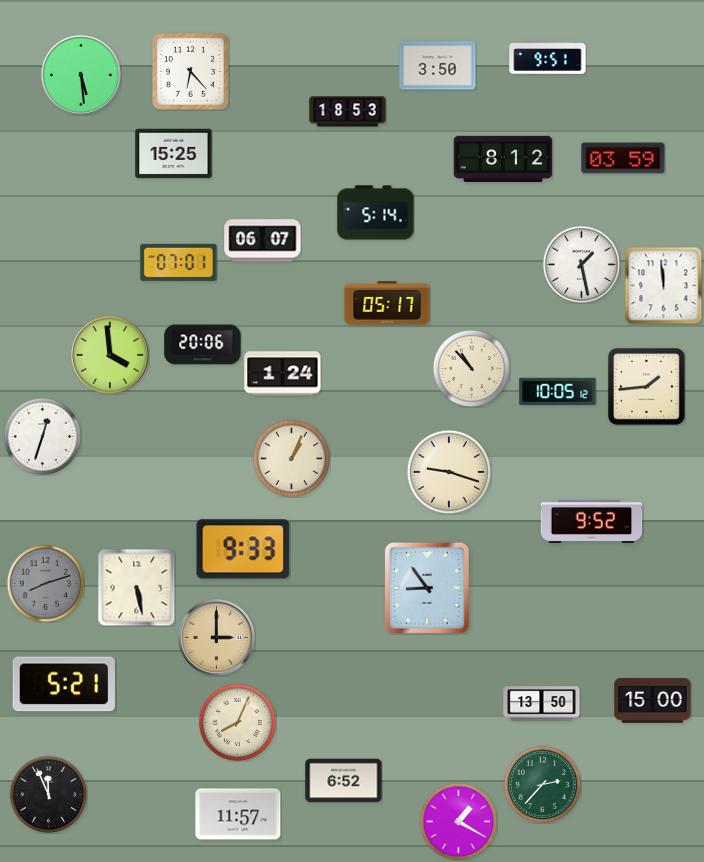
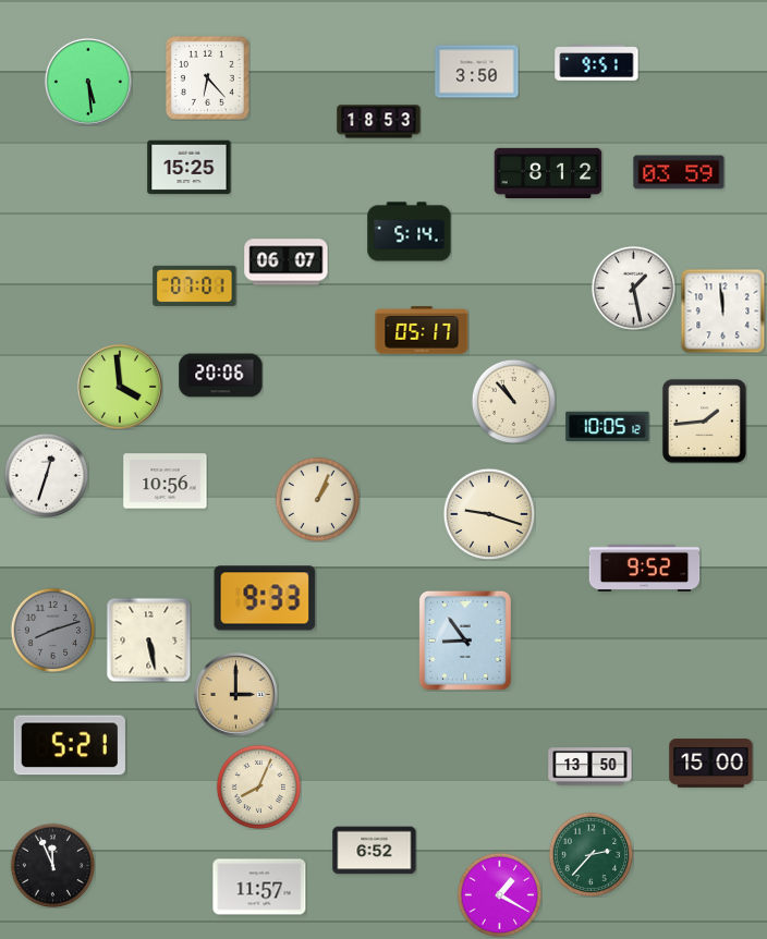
clock at (283, 374): 1:24 -> none
clock at (166, 481): none -> 10:56
clock at (45, 583) position: (45, 583) -> (52, 630)
